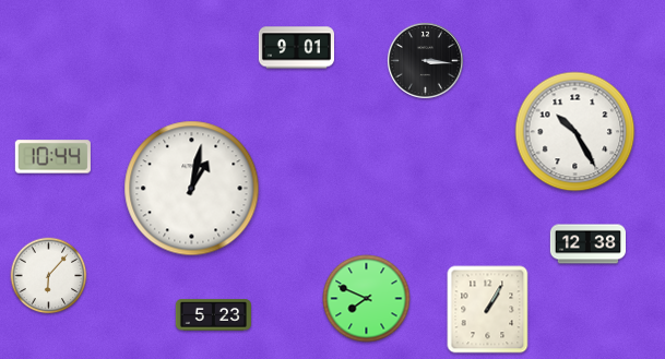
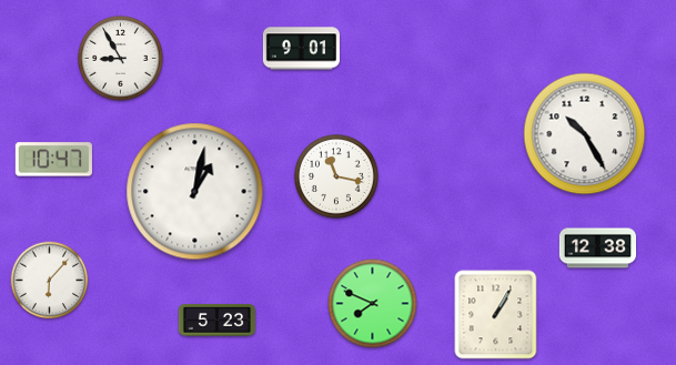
clock at (121, 59): none -> 8:55
clock at (425, 60): 3:16 -> none
clock at (52, 157): 10:44 -> 10:47
clock at (337, 178): none -> 11:17
